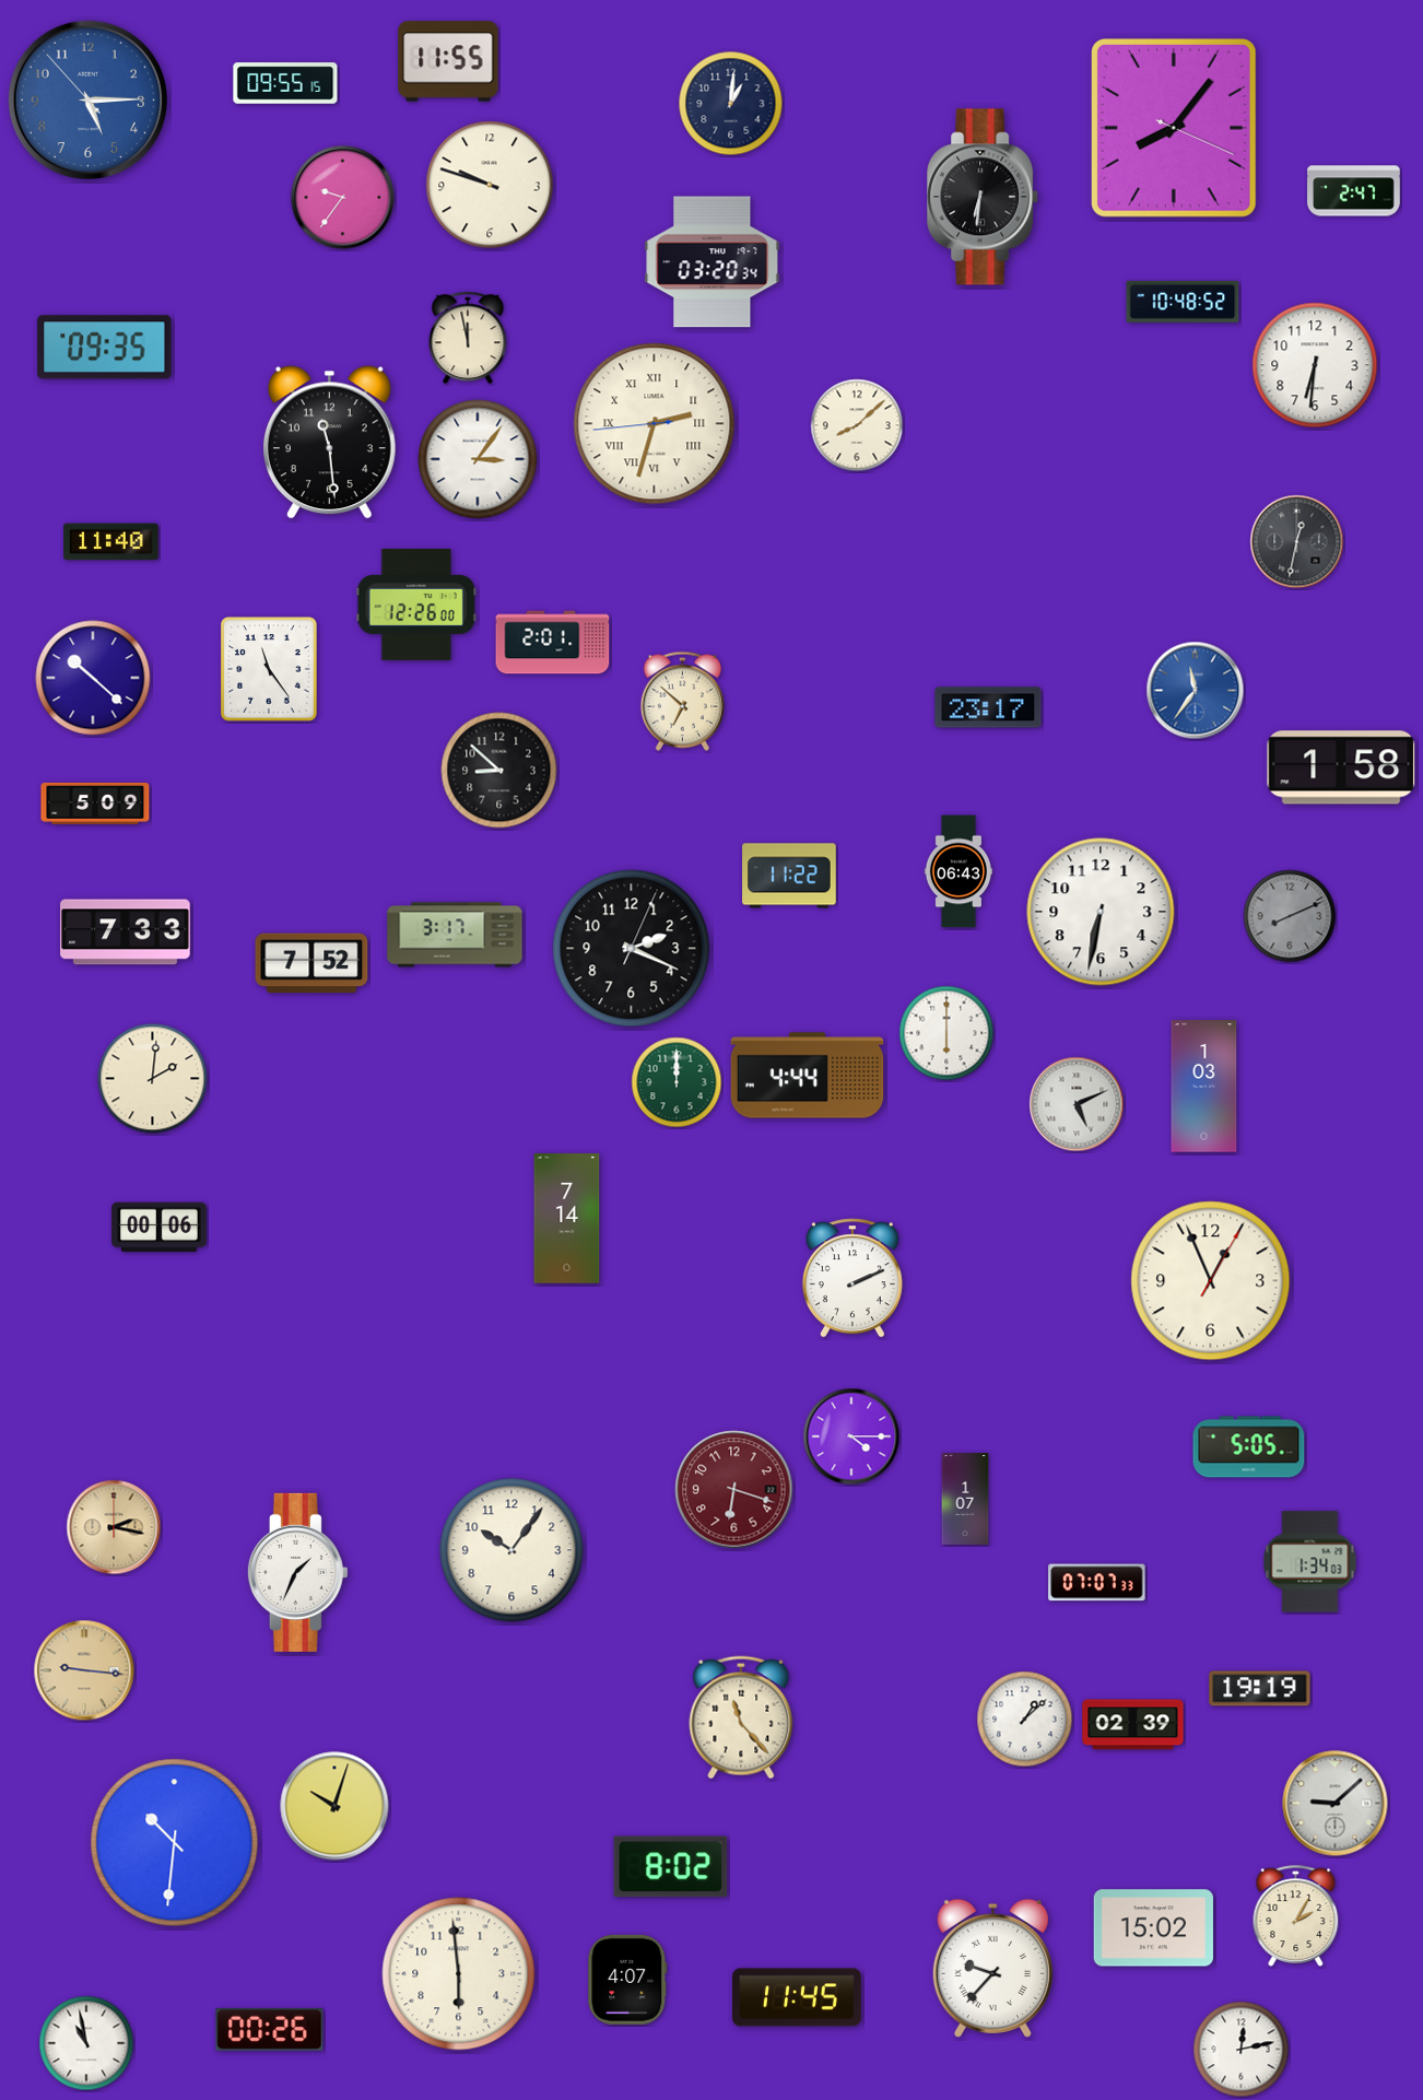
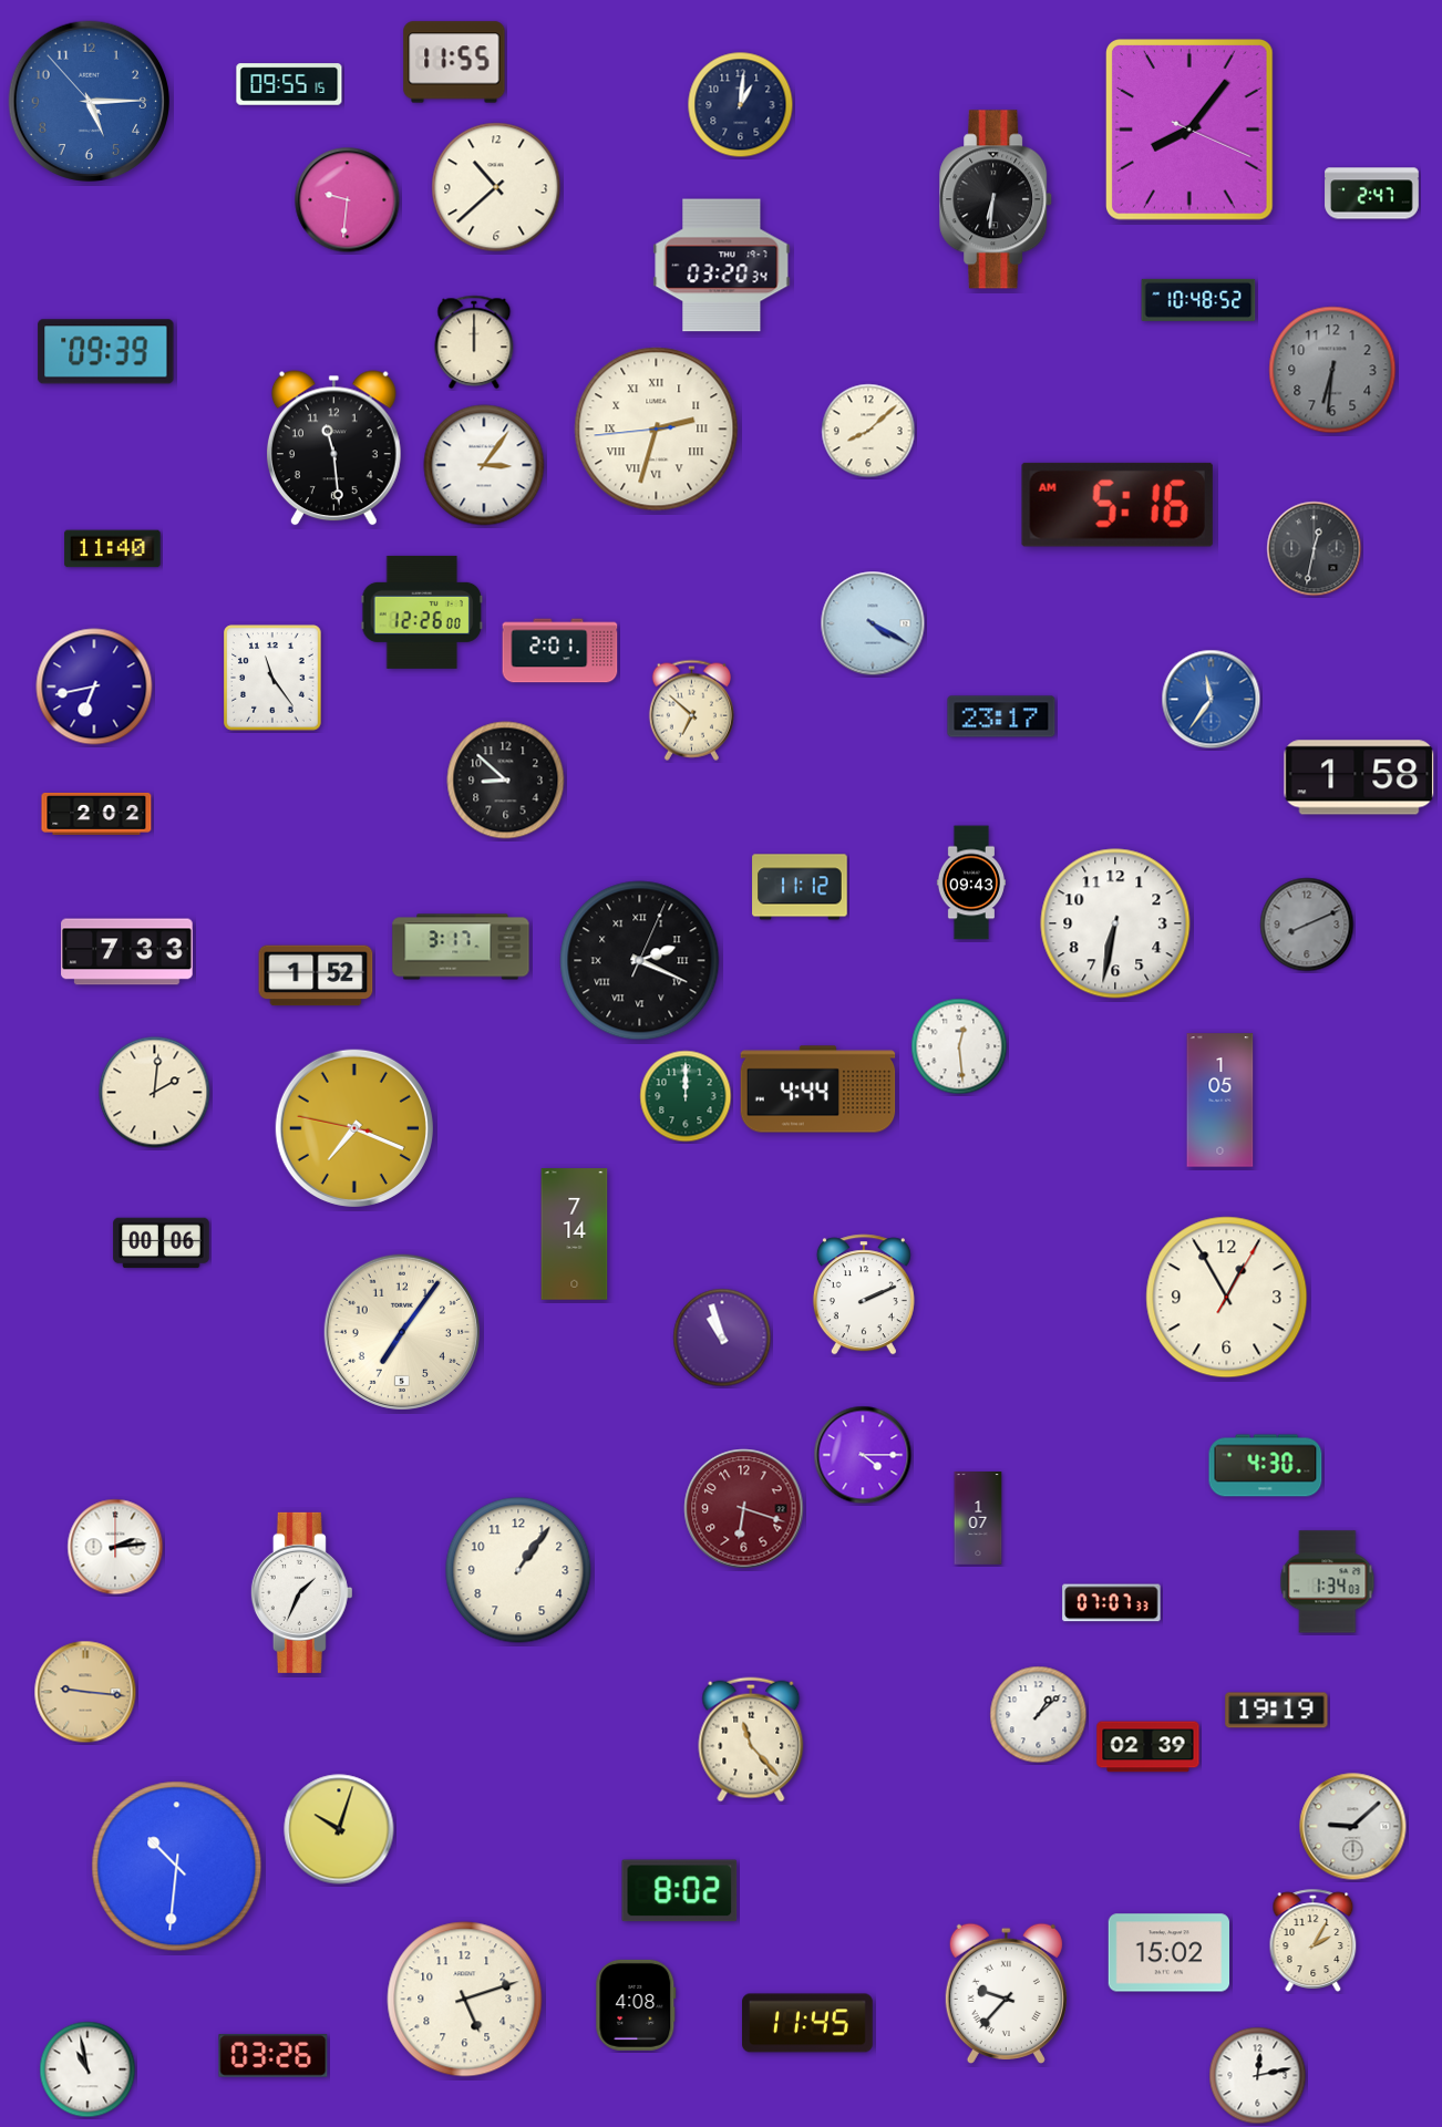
clock at (490, 185): 9:48 -> 10:38
clock at (343, 198): 9:36 -> 9:31
clock at (1183, 302) position: (1183, 302) -> (1198, 300)
clock at (468, 338): 11:58 -> 12:00
clock at (105, 348): 09:35 -> 09:39
clock at (1315, 365) dial: white -> grey
clock at (655, 424) position: (655, 424) -> (657, 430)
clock at (1117, 505): none -> 5:16
clock at (873, 623): none -> 4:20
clock at (93, 678): 10:22 -> 6:43
clock at (95, 803): 5:09 -> 2:02
clock at (957, 871): 06:43 -> 09:43
clock at (789, 876): 11:22 -> 11:12
clock at (1290, 916) position: (1290, 916) -> (1307, 925)
clock at (126, 932) position: (126, 932) -> (127, 952)
clock at (632, 949) numerals: Arabic -> Roman
clock at (311, 963): 7:52 -> 1:52
clock at (946, 1033): 6:00 -> 12:29
clock at (1204, 1087): 1:03 -> 1:05
clock at (1077, 1104): 5:11 -> none
clock at (354, 1128): none -> 7:18
clock at (1211, 1281): 12:56 -> 12:55
clock at (402, 1332): none -> 7:06
clock at (722, 1338): none -> 10:57
clock at (1249, 1447): 5:05 -> 4:30
clock at (114, 1527): 2:17 -> 2:14
clock at (114, 1527) dial: champagne -> white
clock at (511, 1550): 10:06 -> 1:06
clock at (1025, 1720) position: (1025, 1720) -> (1039, 1715)
clock at (459, 1974): 5:59 -> 5:12
clock at (627, 1980): 4:07 -> 4:08
clock at (270, 2029): 00:26 -> 03:26
